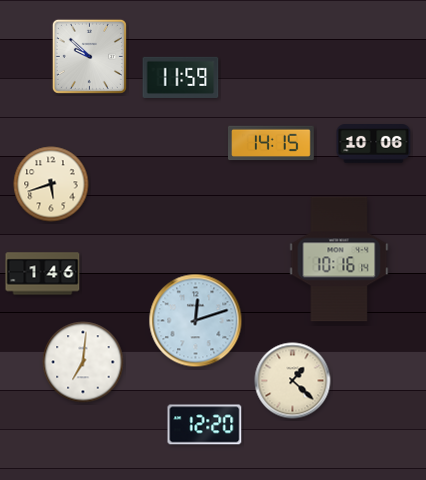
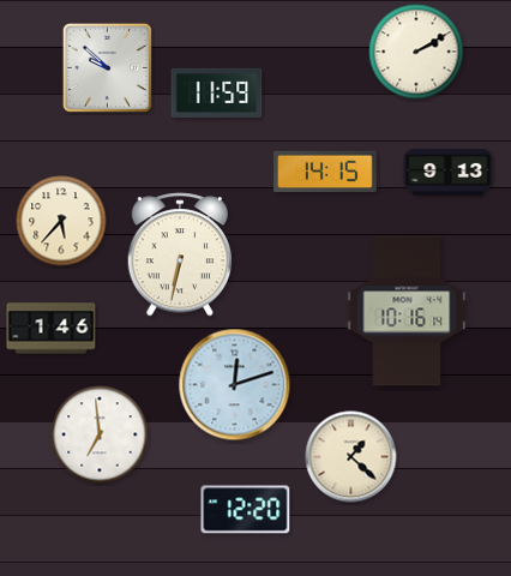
clock at (416, 52): none -> 2:10
clock at (374, 144): 10:06 -> 9:13
clock at (51, 184): 5:42 -> 5:37
clock at (180, 254): none -> 6:32
clock at (83, 362): 7:01 -> 6:59
